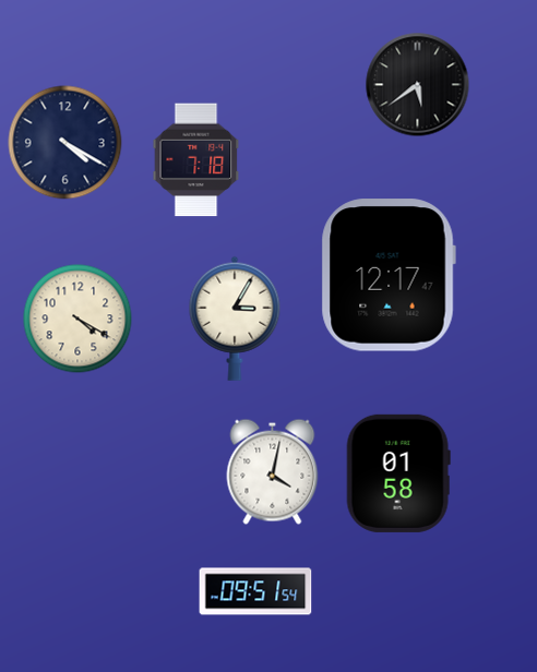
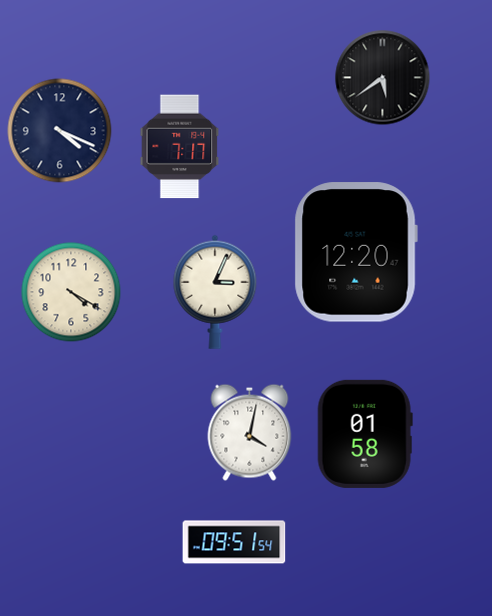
clock at (65, 143): 4:20 -> 4:19
clock at (196, 160): 7:18 -> 7:17
clock at (389, 275): 12:17 -> 12:20
clock at (235, 319): 3:05 -> 3:04
